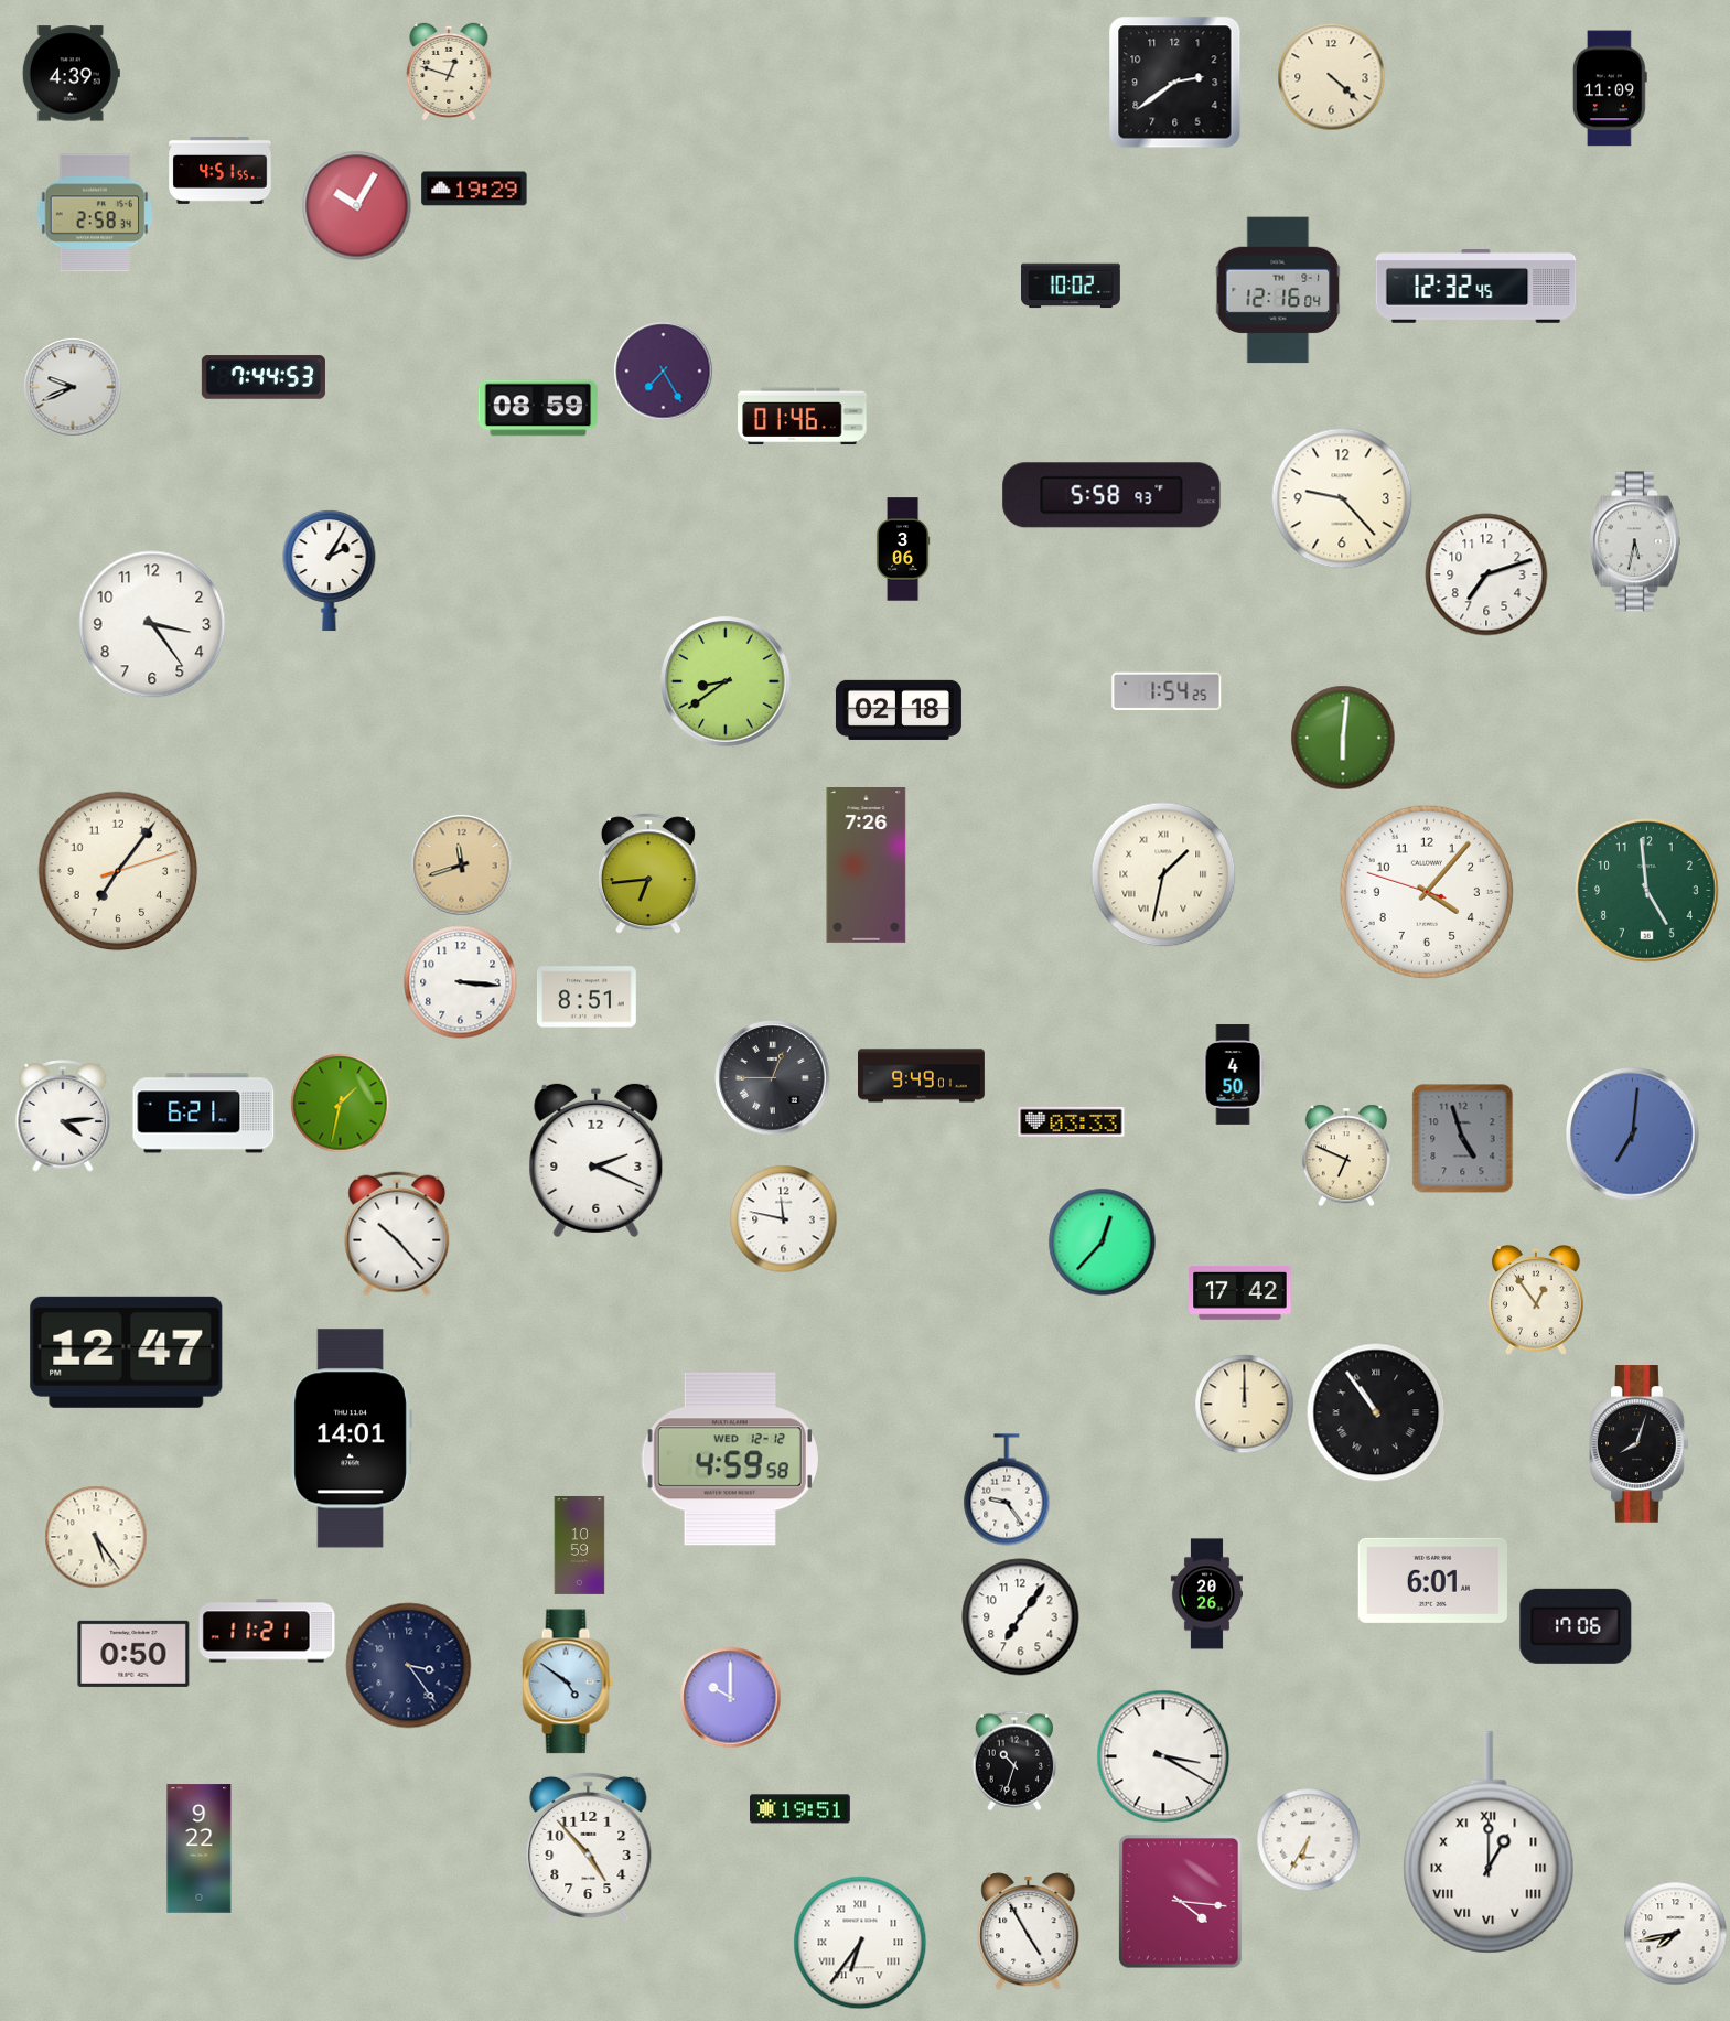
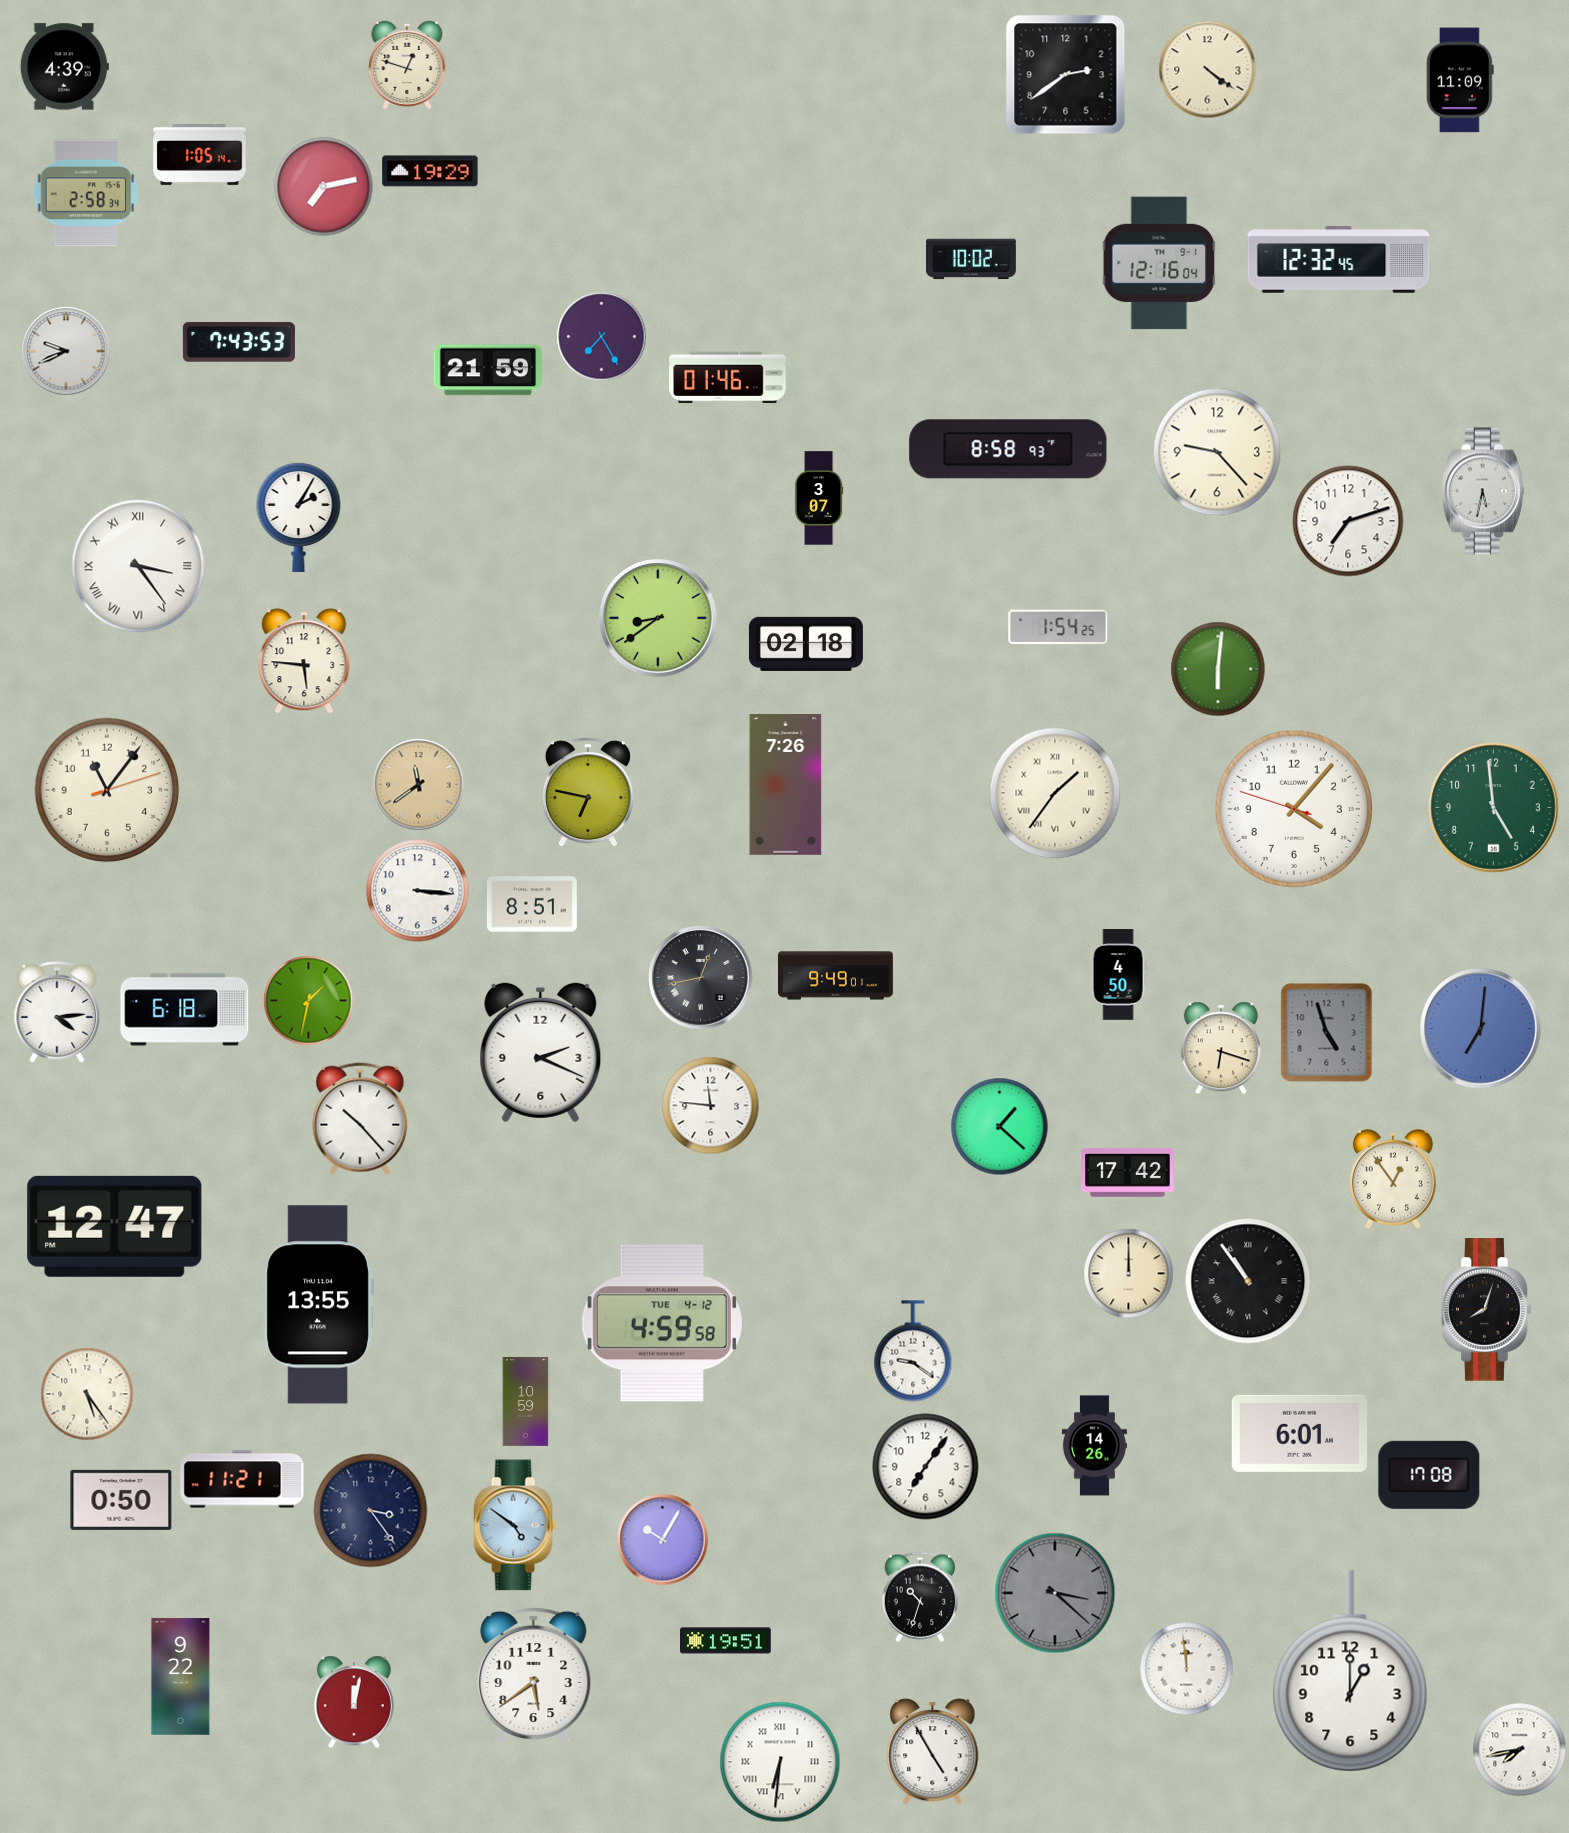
clock at (1332, 77): 4:22 -> 4:21
clock at (221, 171): 4:51 -> 1:05
clock at (357, 206): 10:05 -> 7:13
clock at (264, 377): 7:44 -> 7:43
clock at (538, 408): 08:59 -> 21:59
clock at (1111, 495): 5:58 -> 8:58
clock at (903, 549): 3:06 -> 3:07
clock at (152, 624) numerals: Arabic -> Roman
clock at (899, 710) position: (899, 710) -> (806, 644)
clock at (304, 661): none -> 5:46
clock at (462, 866): 11:42 -> 11:39
clock at (118, 871): 7:06 -> 11:06
clock at (648, 873): 6:44 -> 6:47
clock at (1163, 874): 1:32 -> 1:36
clock at (773, 1078): 12:45 -> 12:43
clock at (204, 1114): 6:21 -> 6:18
clock at (1072, 1121): 03:33 -> none
clock at (1346, 1155): 6:49 -> 6:18
clock at (784, 1219): 11:47 -> 11:46
clock at (1103, 1243): 12:37 -> 1:22
clock at (1240, 1292) position: (1240, 1292) -> (1128, 1172)
clock at (351, 1439): 14:01 -> 13:55
clock at (730, 1459) date: WED 12-12 -> TUE 4-12
clock at (1007, 1490): 9:24 -> 9:21
clock at (1206, 1594): 20:26 -> 14:26
clock at (1576, 1626): 17:06 -> 17:08
clock at (731, 1698): 10:00 -> 10:05
clock at (1163, 1756): 3:20 -> 3:22
clock at (1163, 1756) dial: white -> grey
clock at (1309, 1840): 6:35 -> 11:59
clock at (1489, 1842) numerals: Roman -> Arabic
clock at (589, 1847): 4:53 -> 5:39
clock at (354, 1702): none -> 12:02
clock at (1181, 1902): 4:16 -> none
clock at (1676, 1934) position: (1676, 1934) -> (1520, 1750)
clock at (860, 1943): 6:36 -> 6:31
